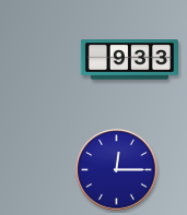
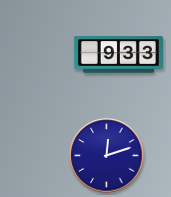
clock at (117, 170): 12:15 -> 12:12
